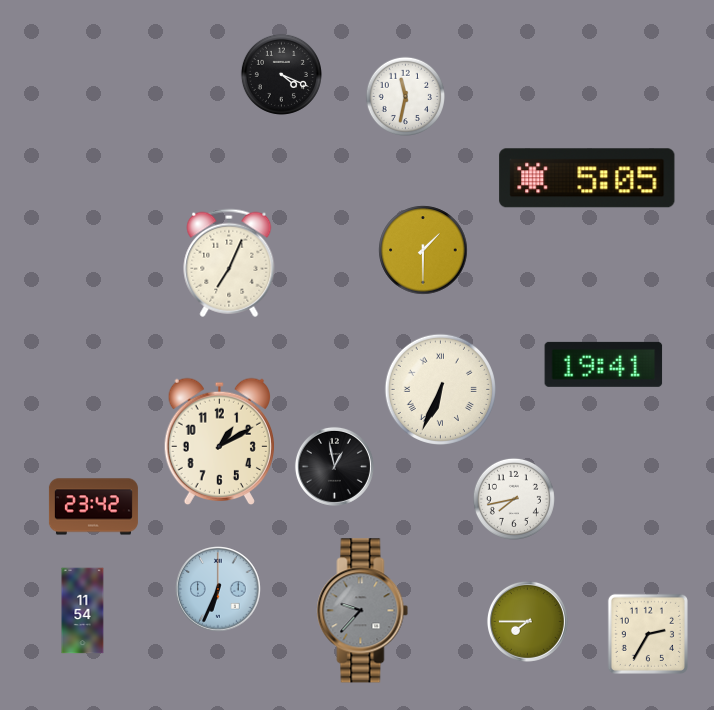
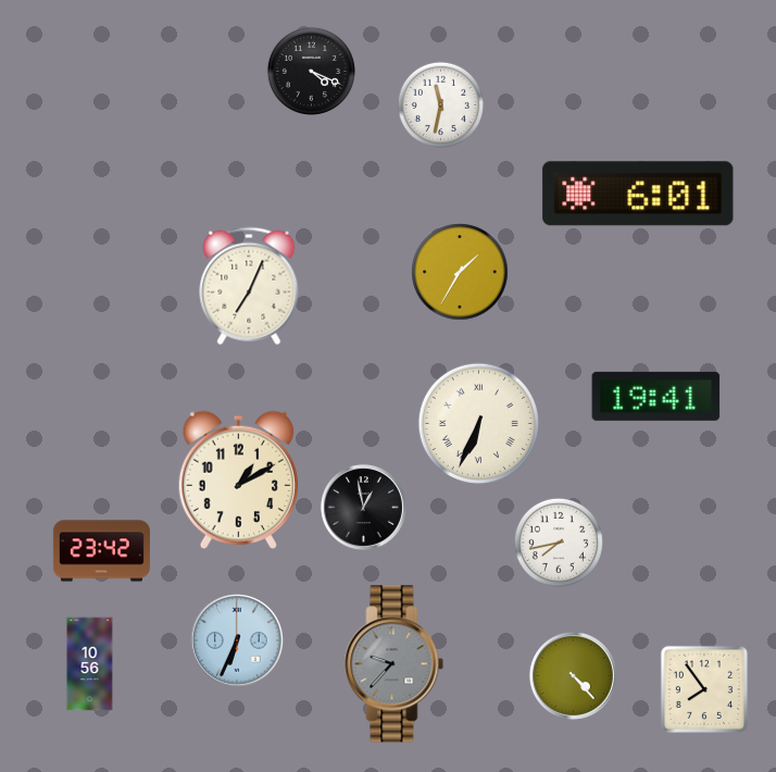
clock at (281, 74) position: (281, 74) -> (311, 71)
clock at (587, 178): 5:05 -> 6:01
clock at (423, 250): 1:30 -> 1:35
clock at (83, 611): 11:54 -> 10:56
clock at (527, 621): 7:45 -> 4:23
clock at (648, 634): 2:35 -> 7:54
